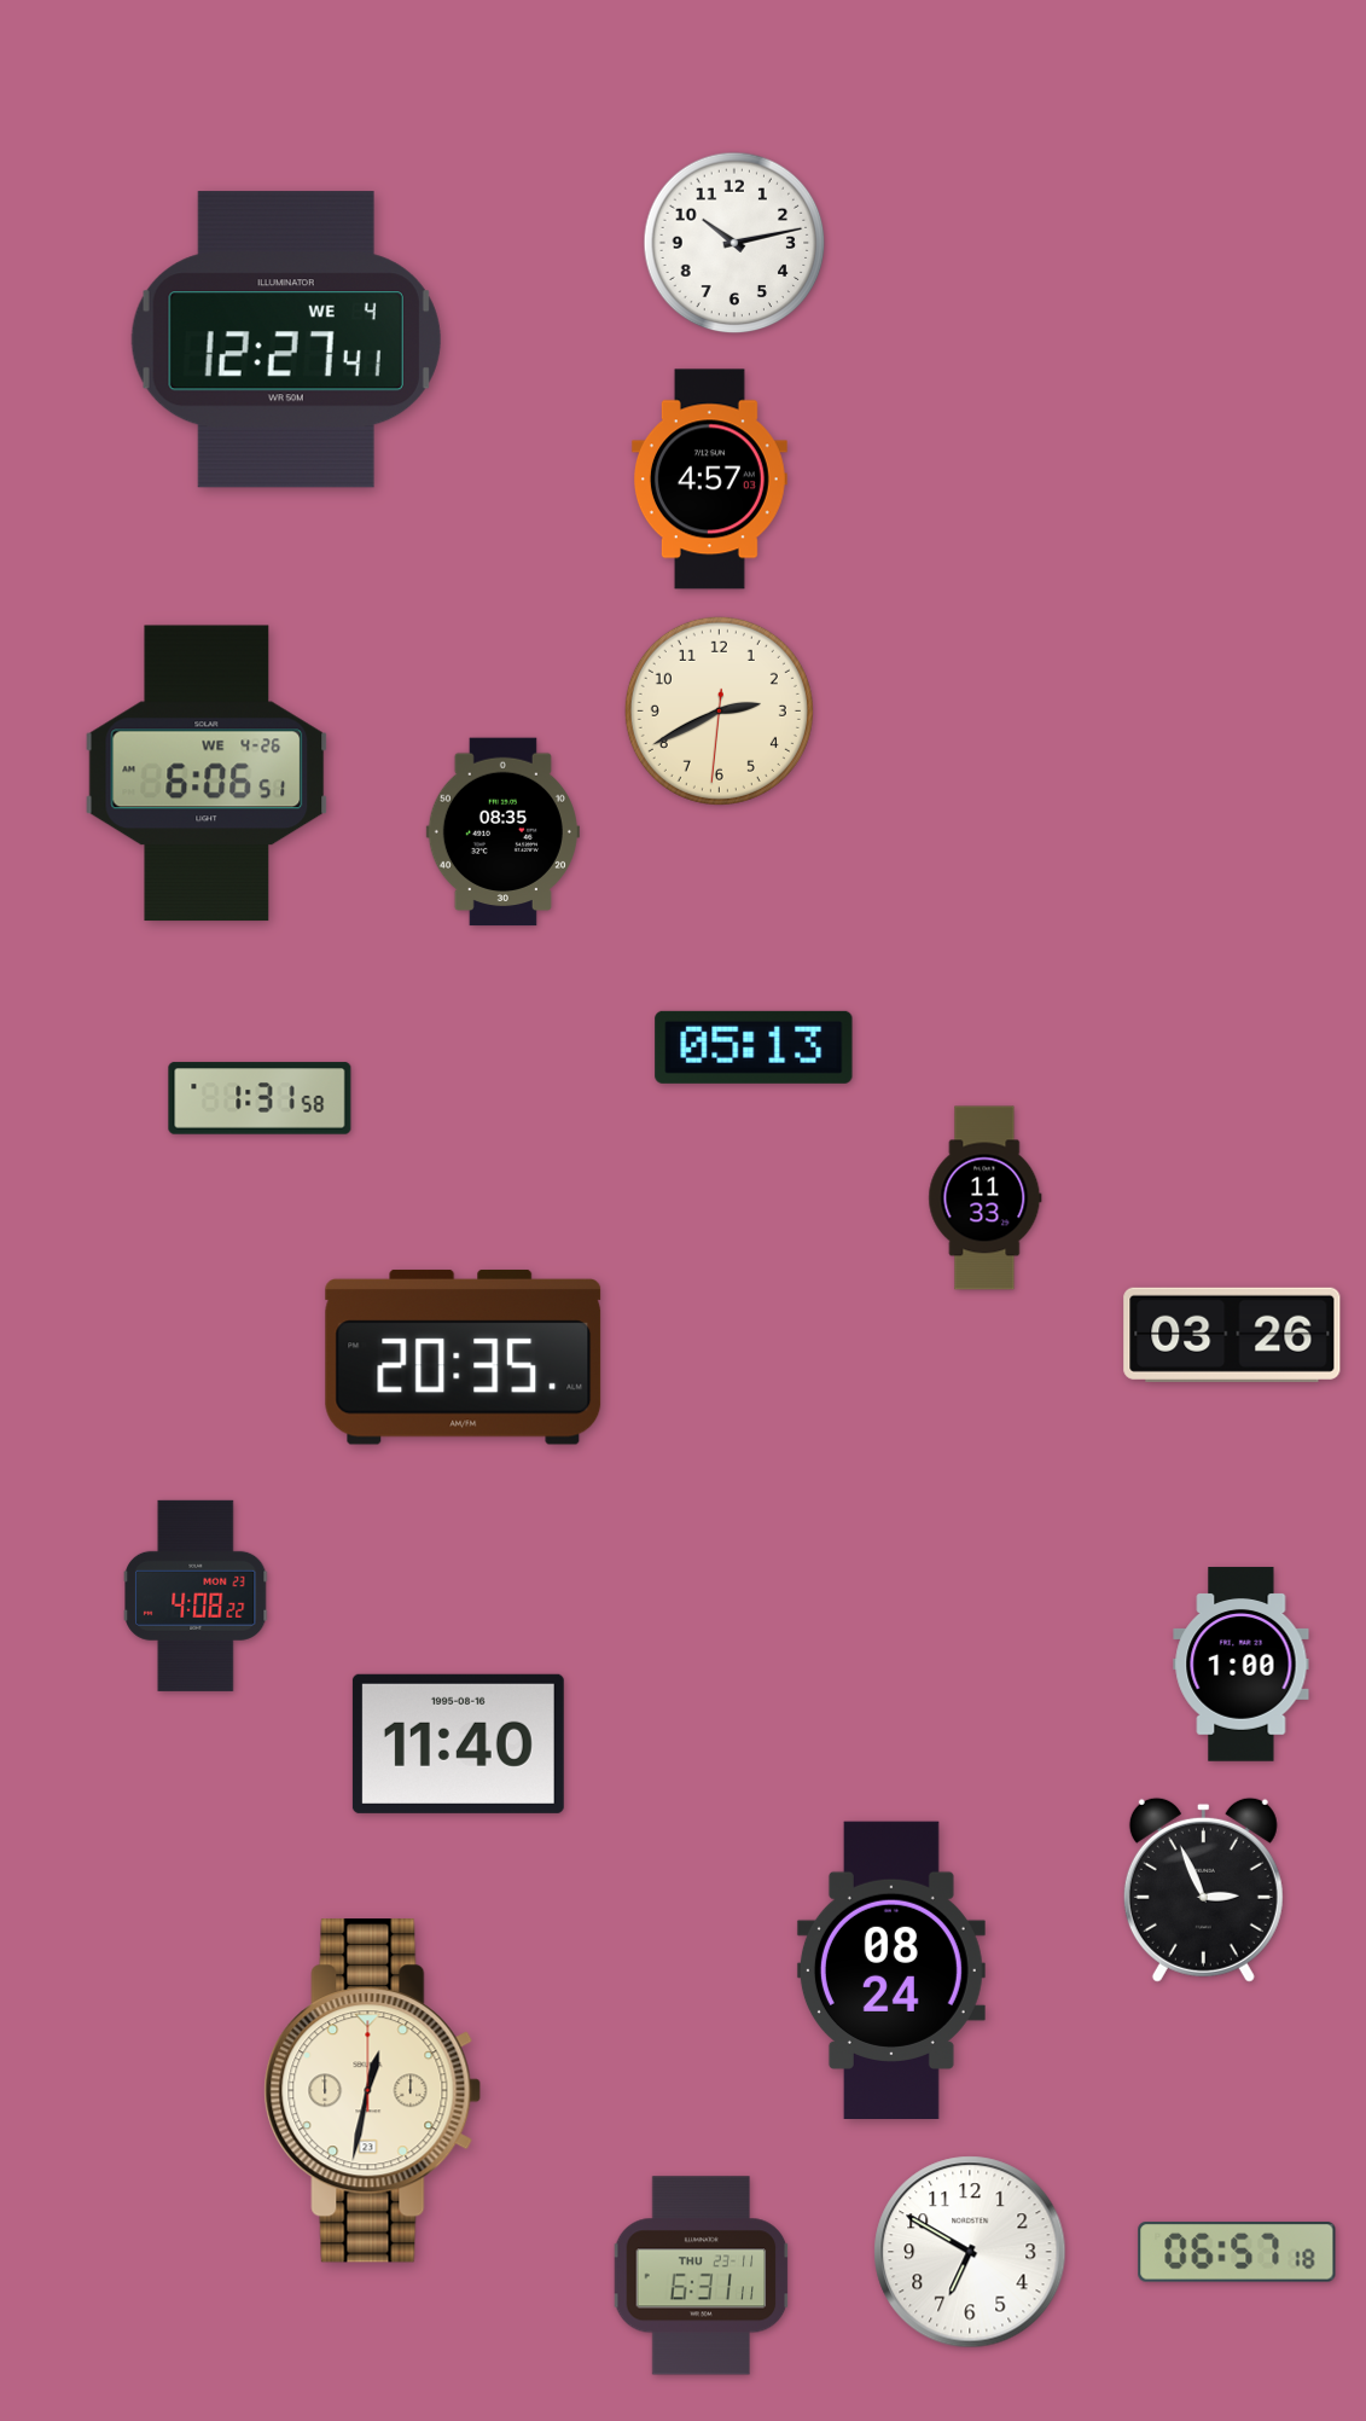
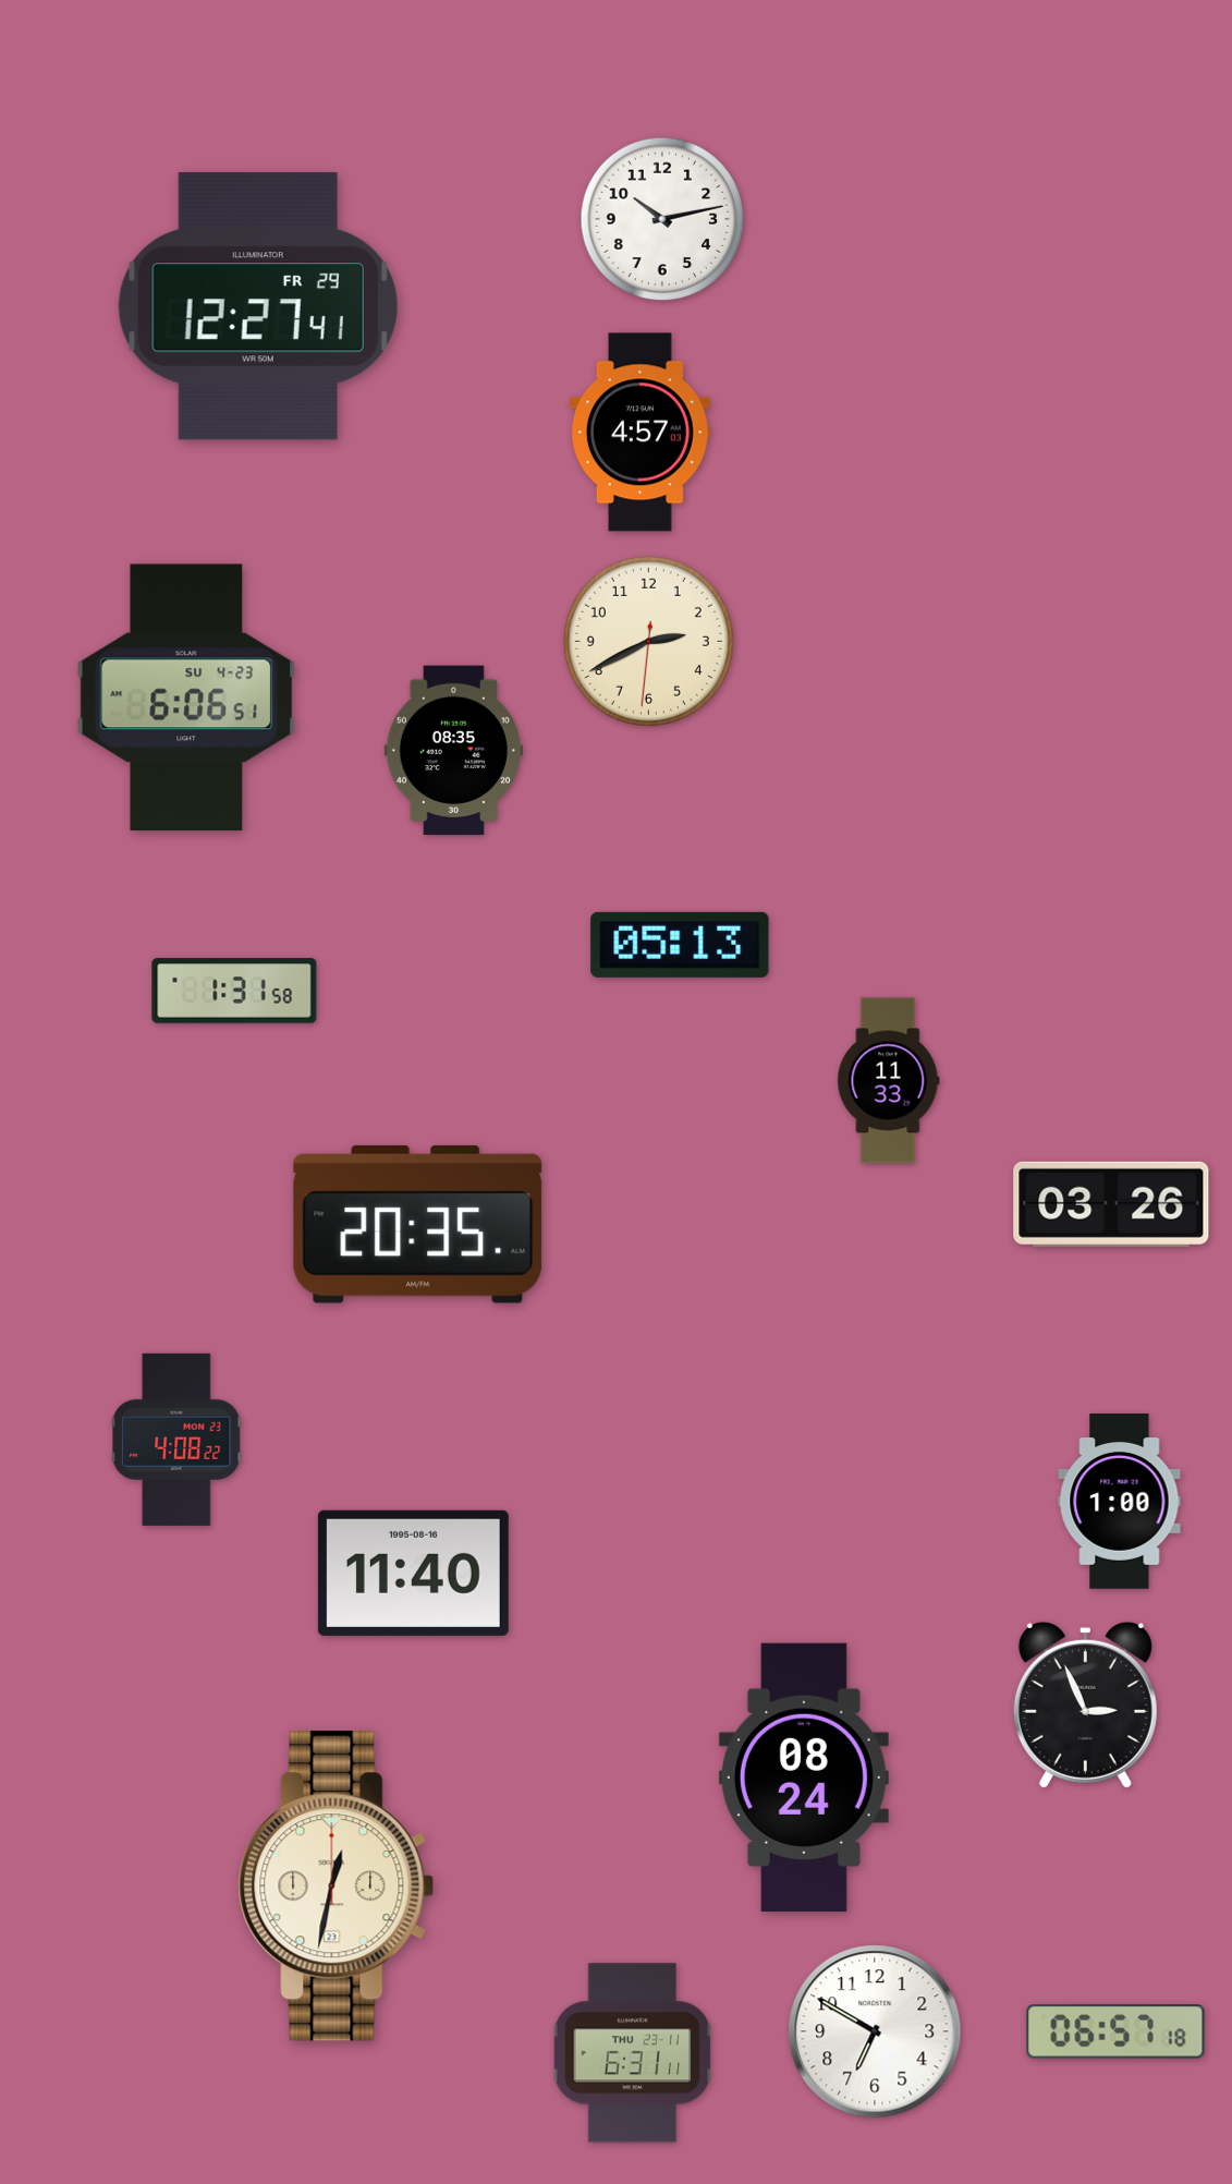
clock at (286, 339) date: WE 4 -> FR 29
clock at (207, 773) date: WE 4-26 -> SU 4-23
